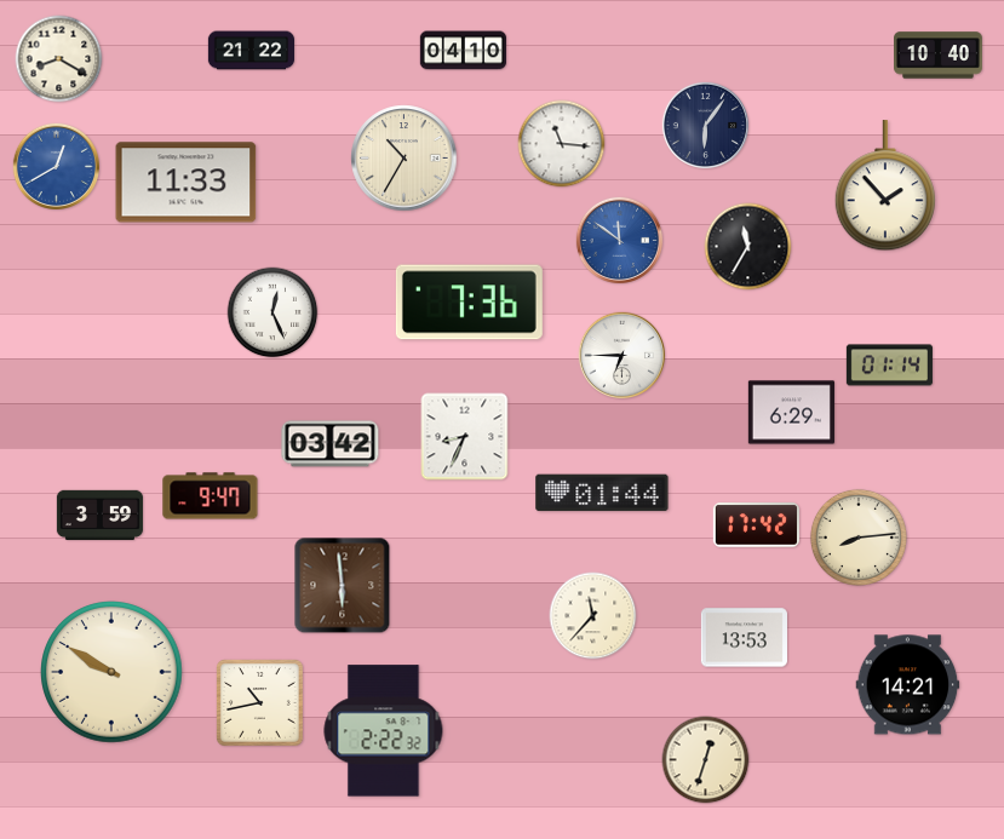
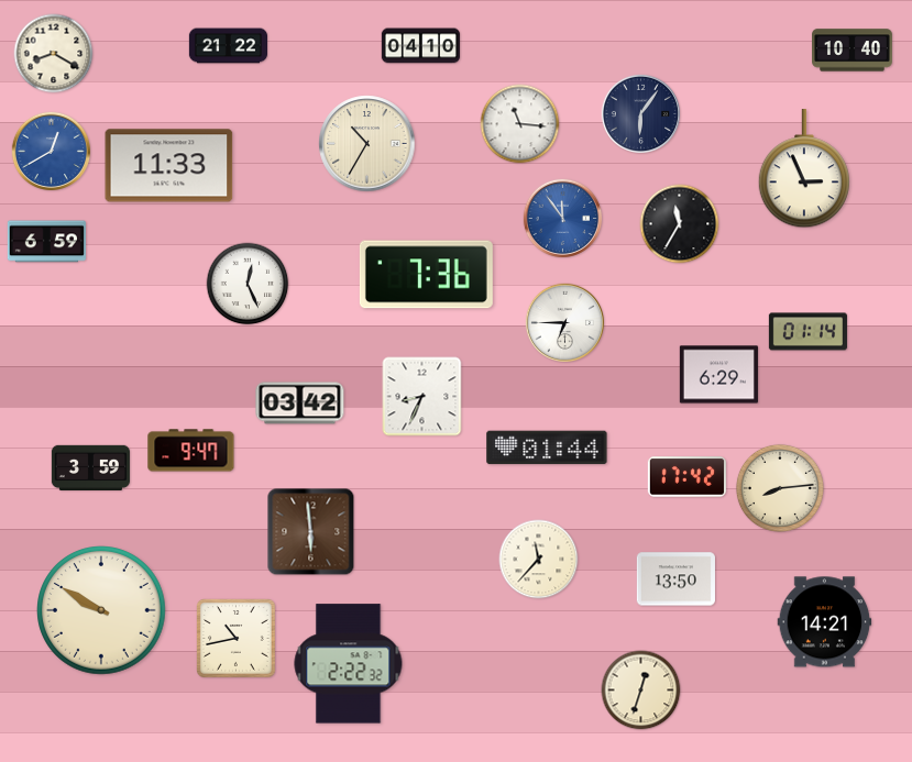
clock at (562, 144) position: (562, 144) -> (520, 124)
clock at (885, 186): 1:53 -> 2:56
clock at (619, 240): 11:51 -> 11:54
clock at (46, 242): none -> 6:59
clock at (744, 638): 13:53 -> 13:50
